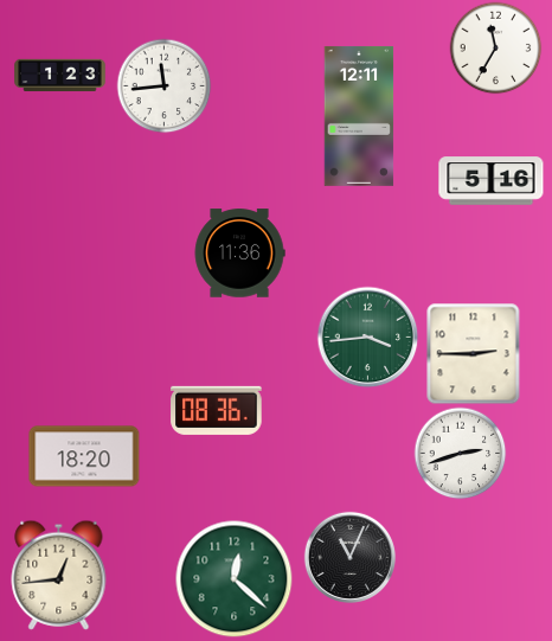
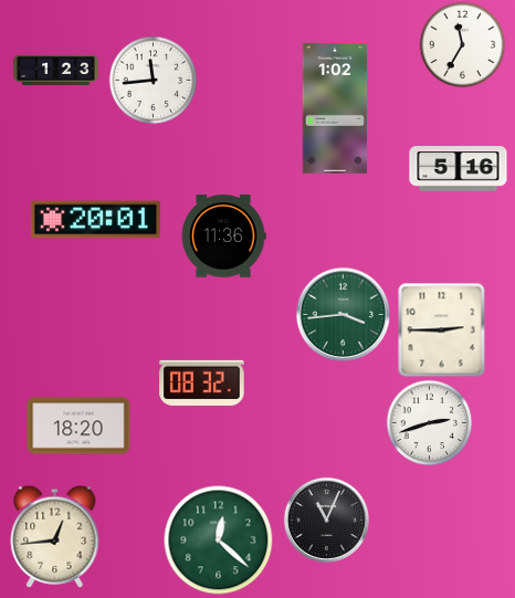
clock at (359, 116): 12:11 -> 1:02
clock at (95, 220): none -> 20:01
clock at (217, 410): 08:36 -> 08:32
